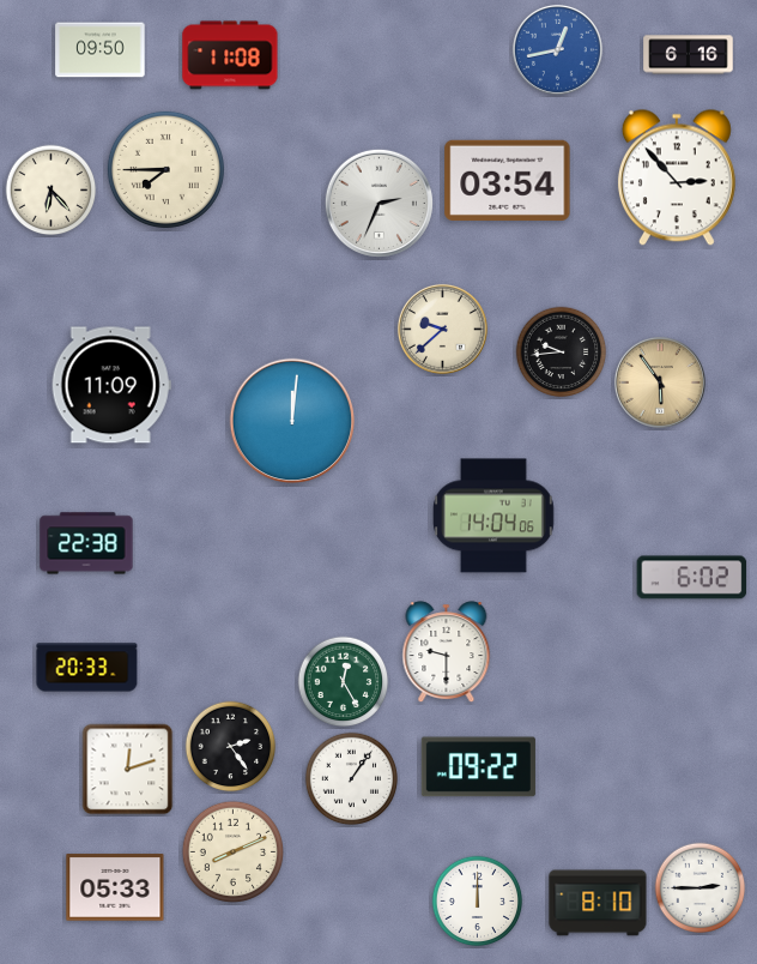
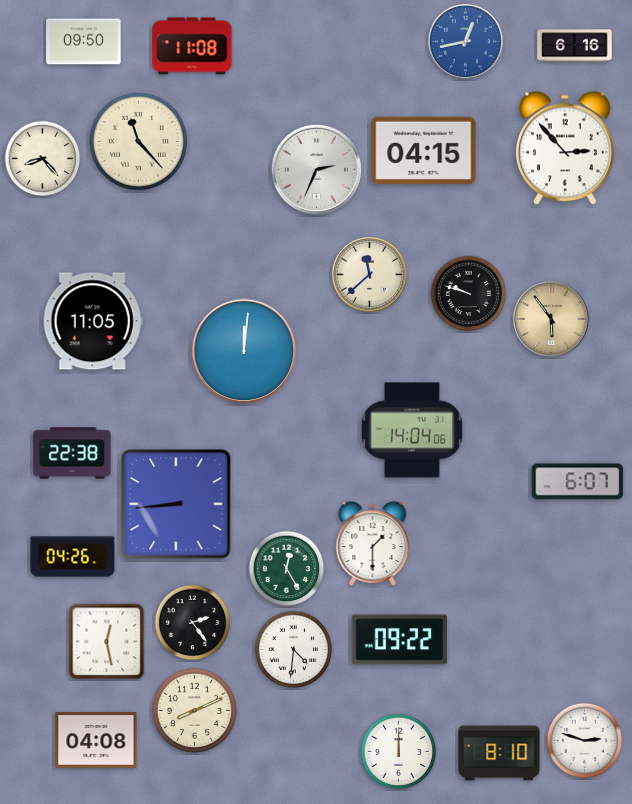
clock at (165, 169): 7:45 -> 11:23
clock at (508, 180): 03:54 -> 04:15
clock at (52, 191): 6:23 -> 8:23
clock at (442, 329): 9:38 -> 11:38
clock at (562, 353): 9:44 -> 9:48
clock at (111, 385): 11:09 -> 11:05
clock at (692, 578): 6:02 -> 6:07
clock at (176, 504): none -> 8:44
clock at (447, 652): 9:30 -> 1:30
clock at (87, 668): 20:33 -> 04:26
clock at (128, 770): 12:12 -> 12:28
clock at (352, 779): 1:06 -> 4:31
clock at (115, 887): 05:33 -> 04:08
clock at (701, 888): 2:45 -> 2:48
